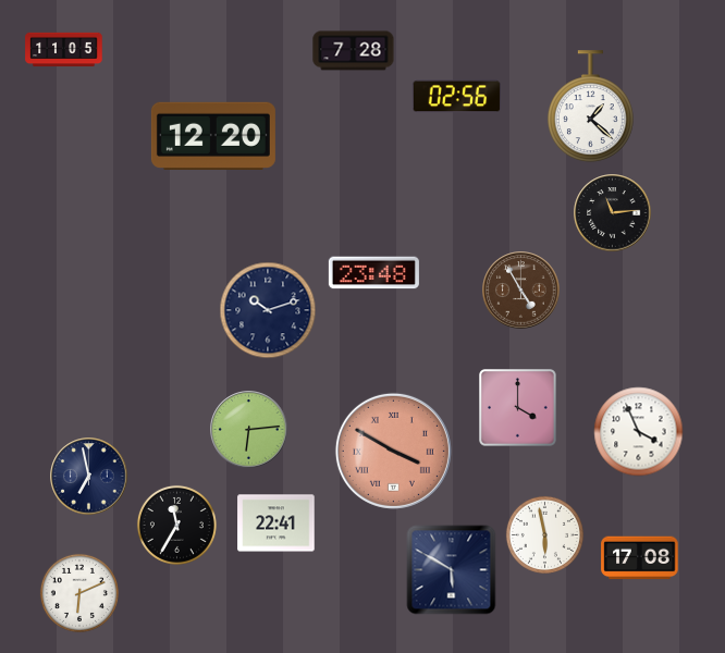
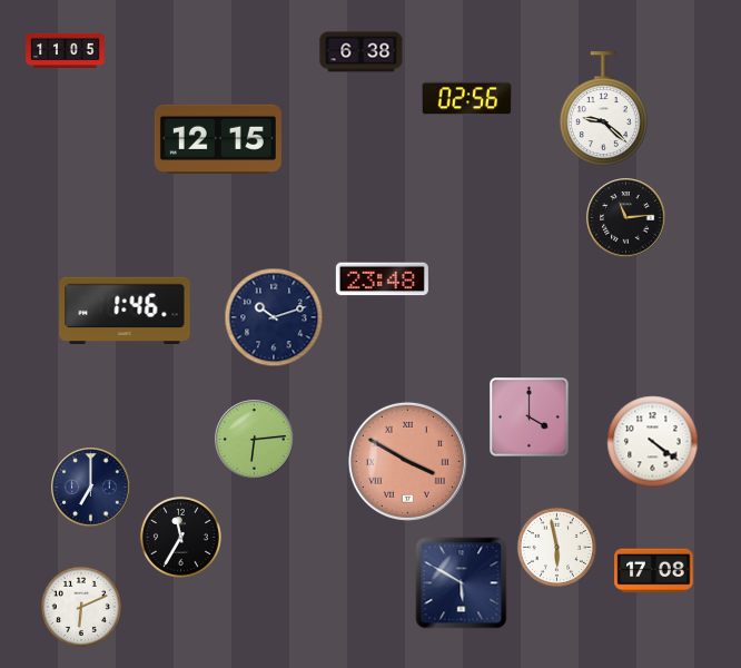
clock at (354, 51): 7:28 -> 6:38
clock at (590, 107): 1:22 -> 9:22
clock at (213, 135): 12:20 -> 12:15
clock at (521, 291): 4:55 -> none
clock at (125, 311): none -> 1:46
clock at (639, 432): 3:56 -> 4:21
clock at (393, 451) position: (393, 451) -> (407, 461)
clock at (89, 477): 6:58 -> 7:00
clock at (277, 523): 22:41 -> none
